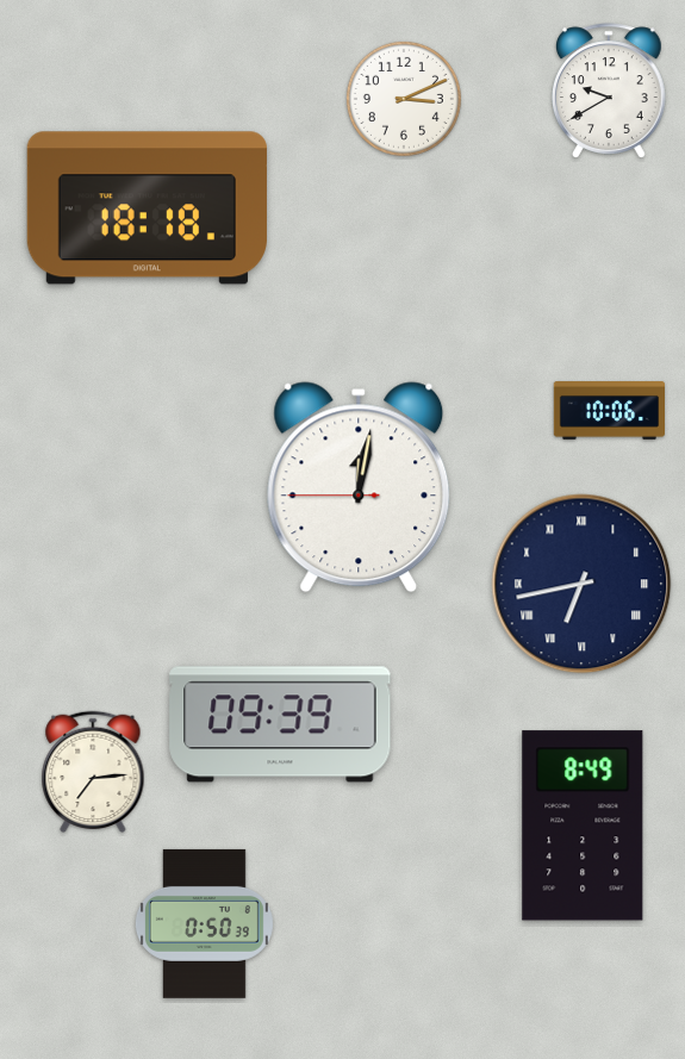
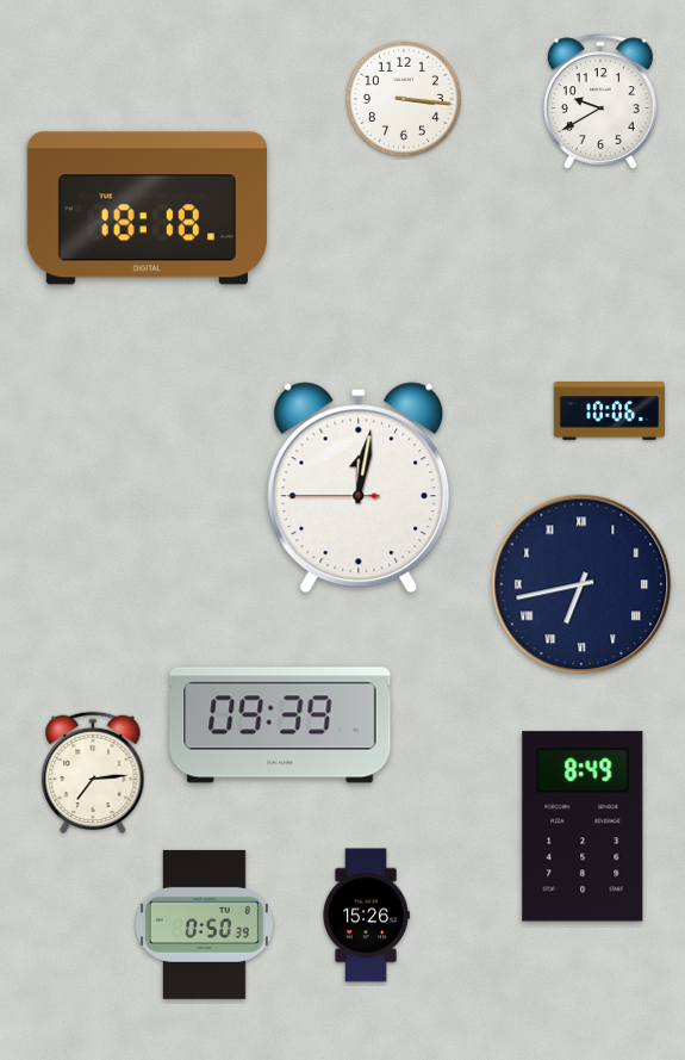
clock at (610, 91) position: (610, 91) -> (602, 101)
clock at (404, 99): 3:11 -> 3:16
clock at (366, 916): none -> 15:26
